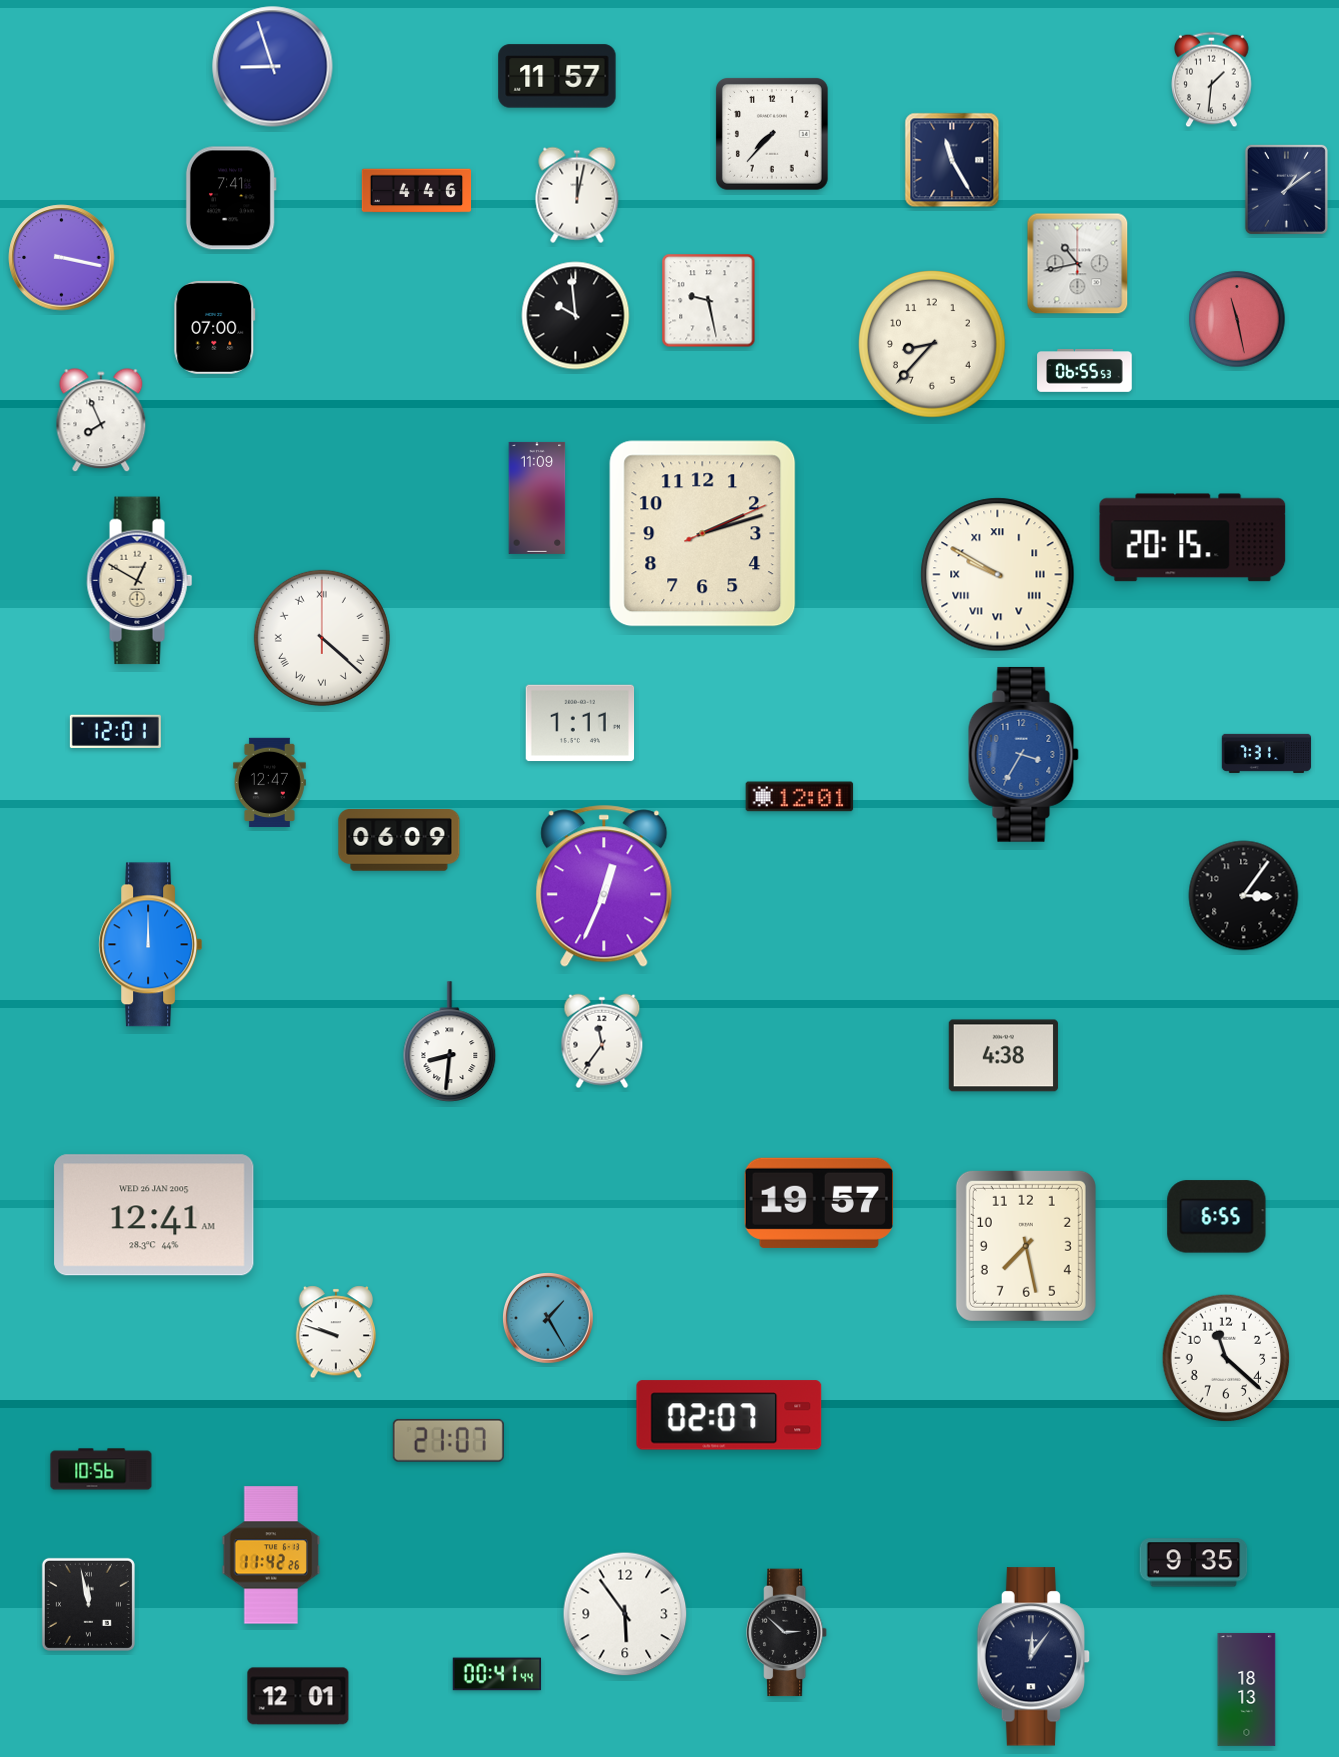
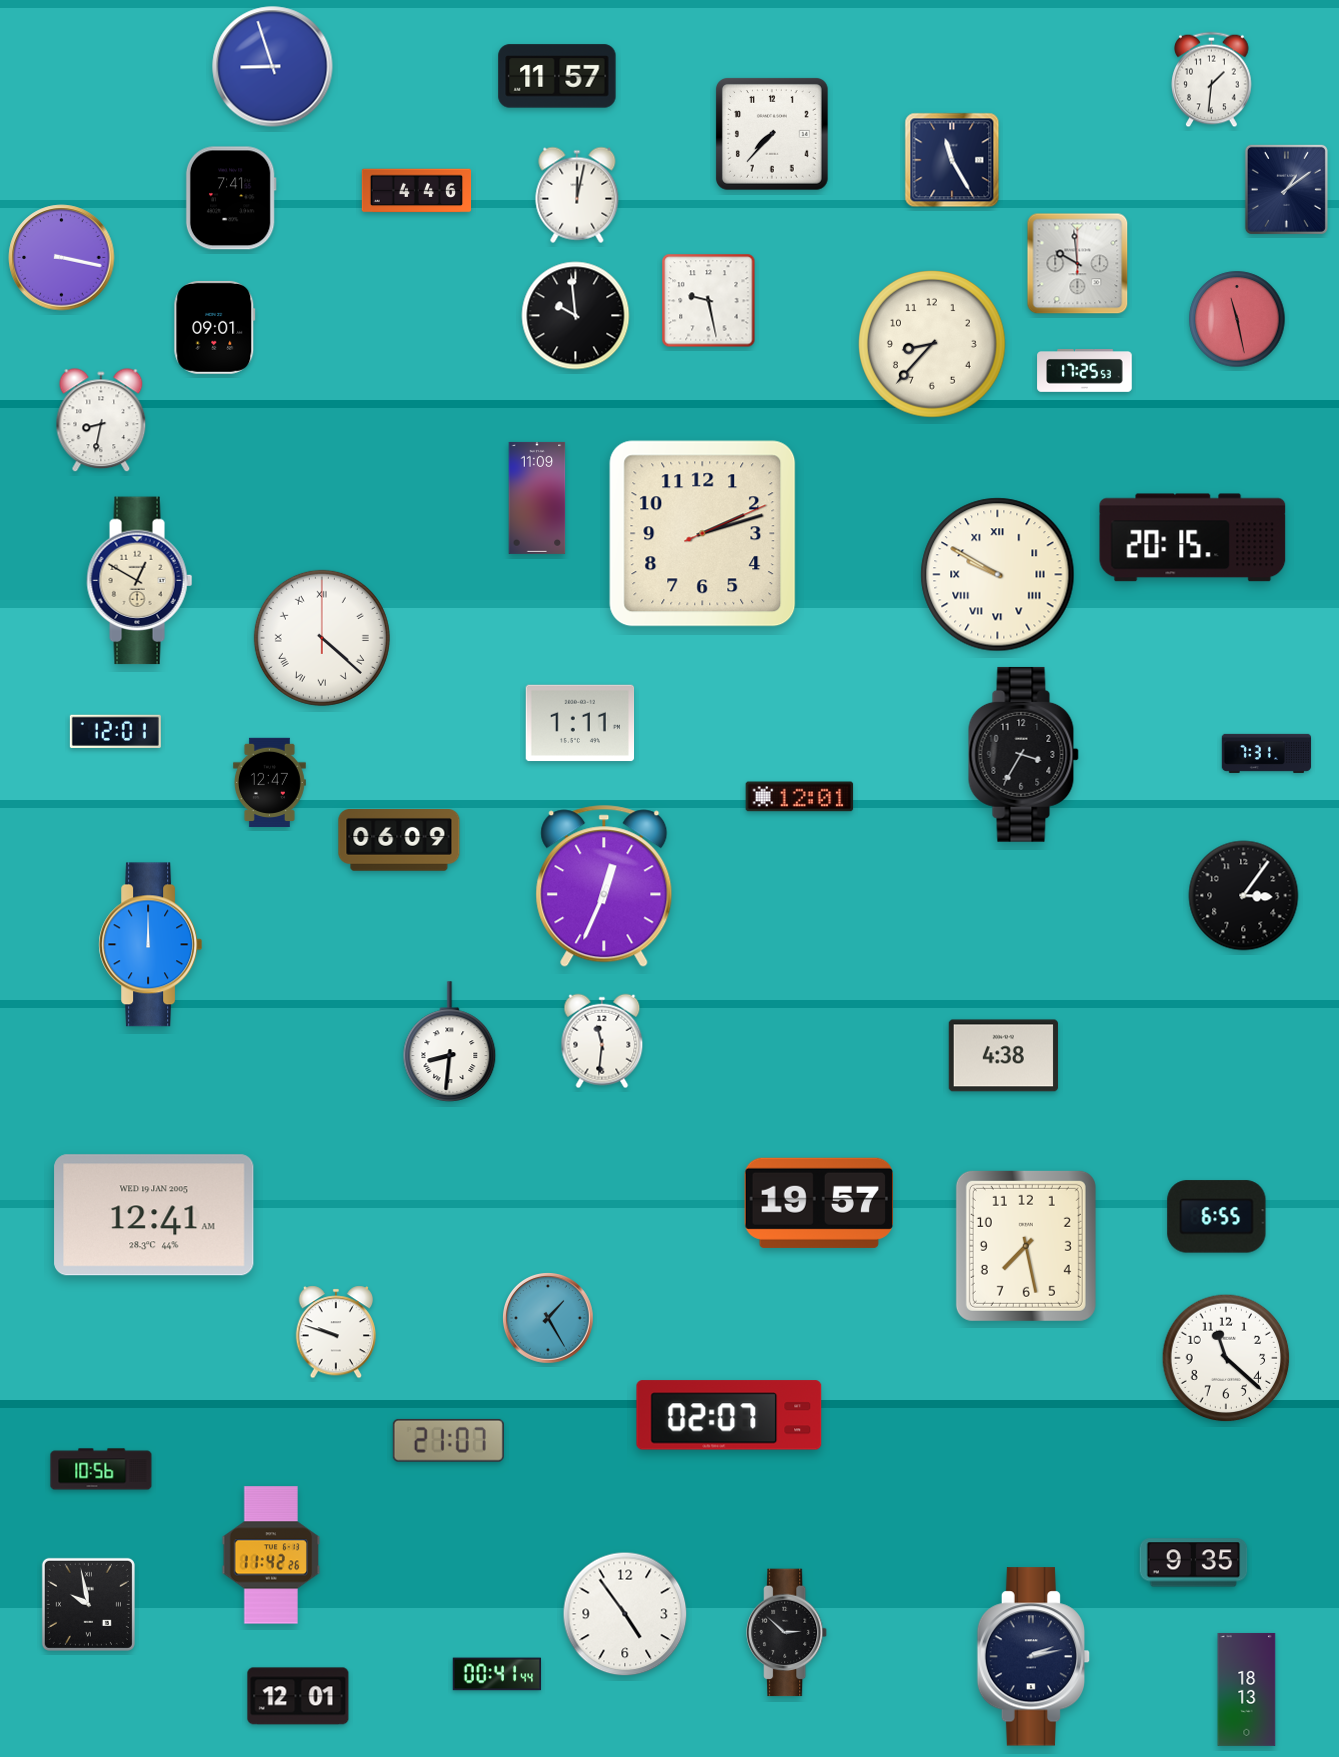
clock at (1078, 264): 10:43 -> 9:59
clock at (215, 327): 07:00 -> 09:01
clock at (1085, 371): 06:55 -> 17:25
clock at (101, 421): 7:56 -> 8:32
clock at (1023, 754) dial: blue -> black
clock at (602, 1041): 11:36 -> 11:31
clock at (154, 1215) date: WED 26 JAN 2005 -> WED 19 JAN 2005
clock at (88, 1604): 11:58 -> 9:58
clock at (625, 1614): 5:54 -> 4:54
clock at (1034, 1657): 12:06 -> 2:13
